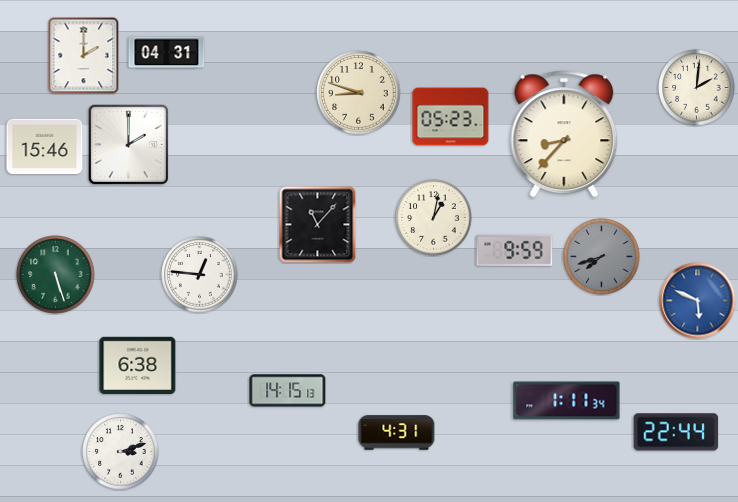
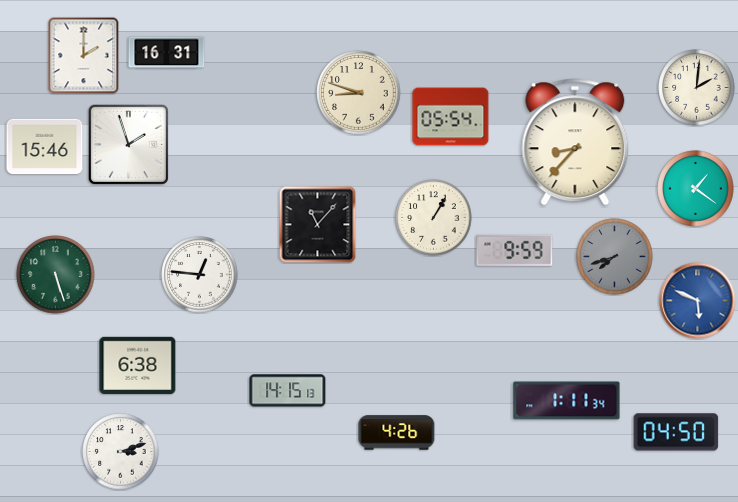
clock at (167, 53): 04:31 -> 16:31
clock at (451, 117): 05:23 -> 05:54
clock at (564, 134) position: (564, 134) -> (575, 142)
clock at (128, 144): 2:00 -> 1:57
clock at (696, 189): none -> 1:21
clock at (434, 218): 1:02 -> 1:05
clock at (602, 257) position: (602, 257) -> (615, 257)
clock at (676, 432): 22:44 -> 04:50
clock at (397, 433): 4:31 -> 4:26
